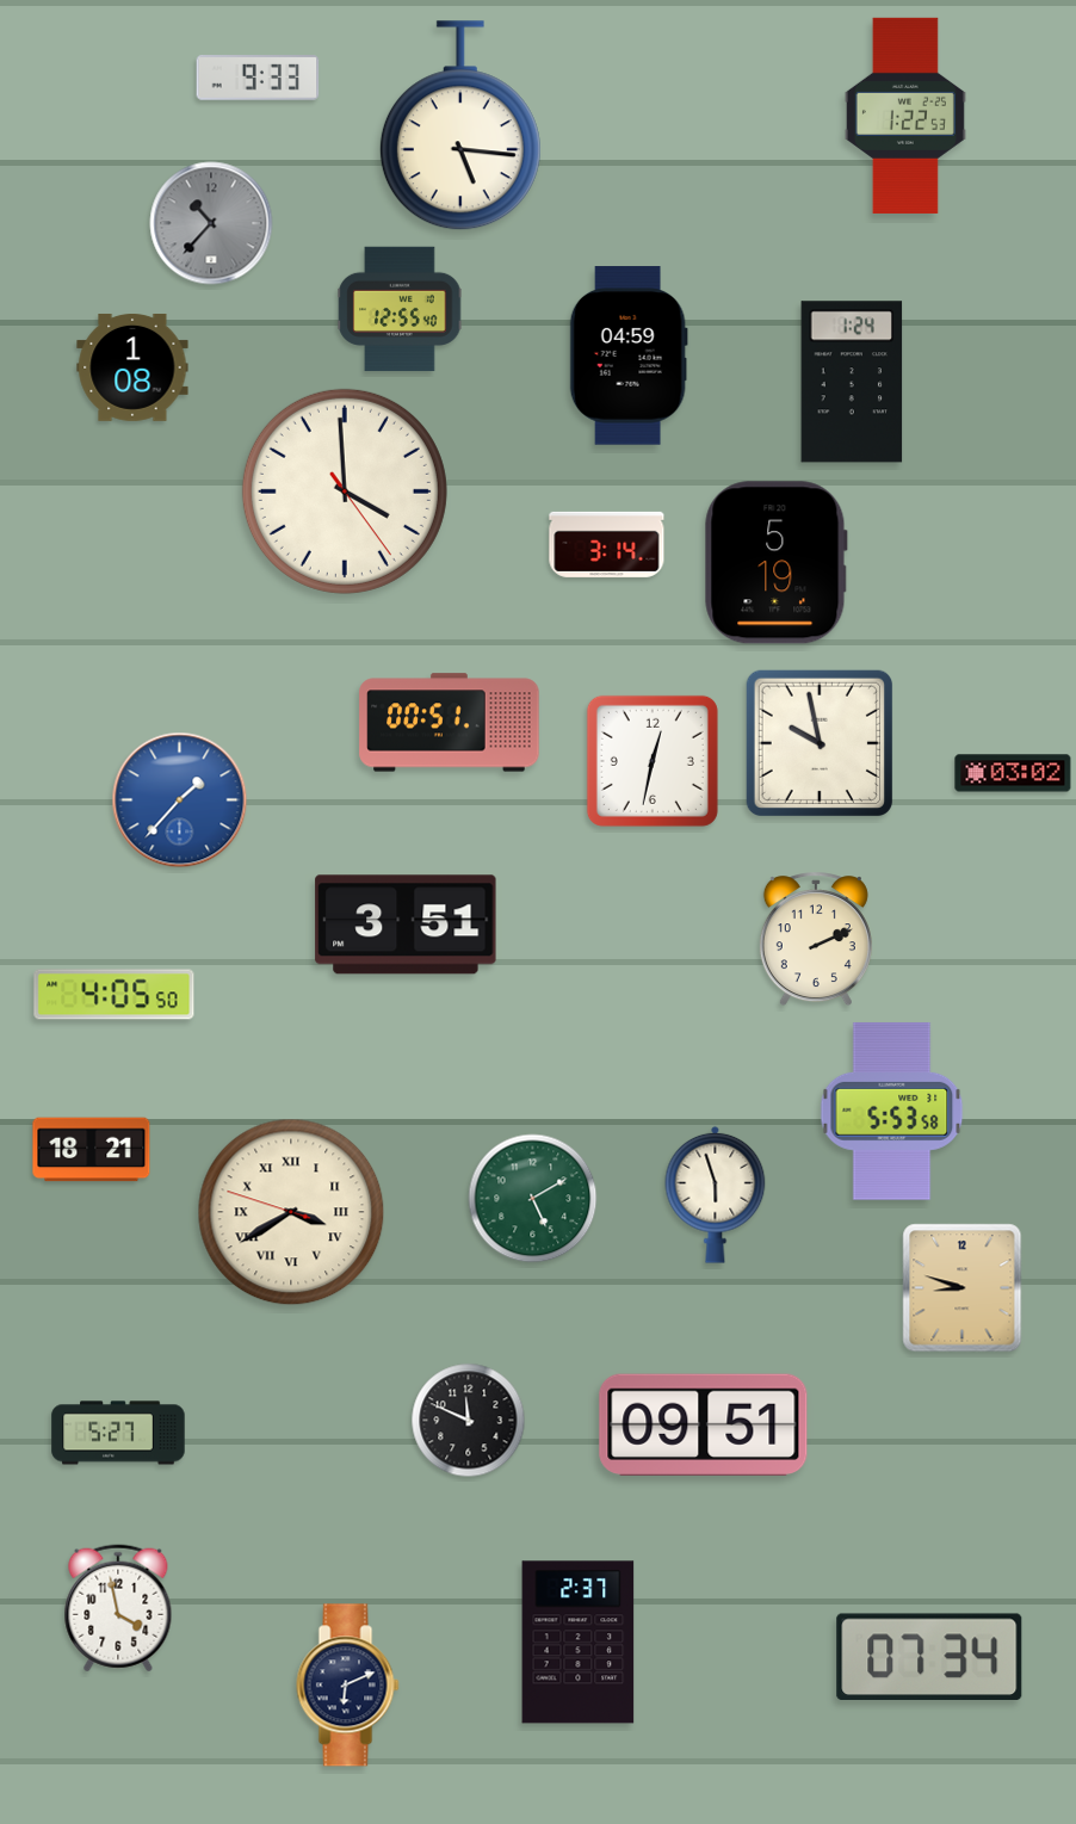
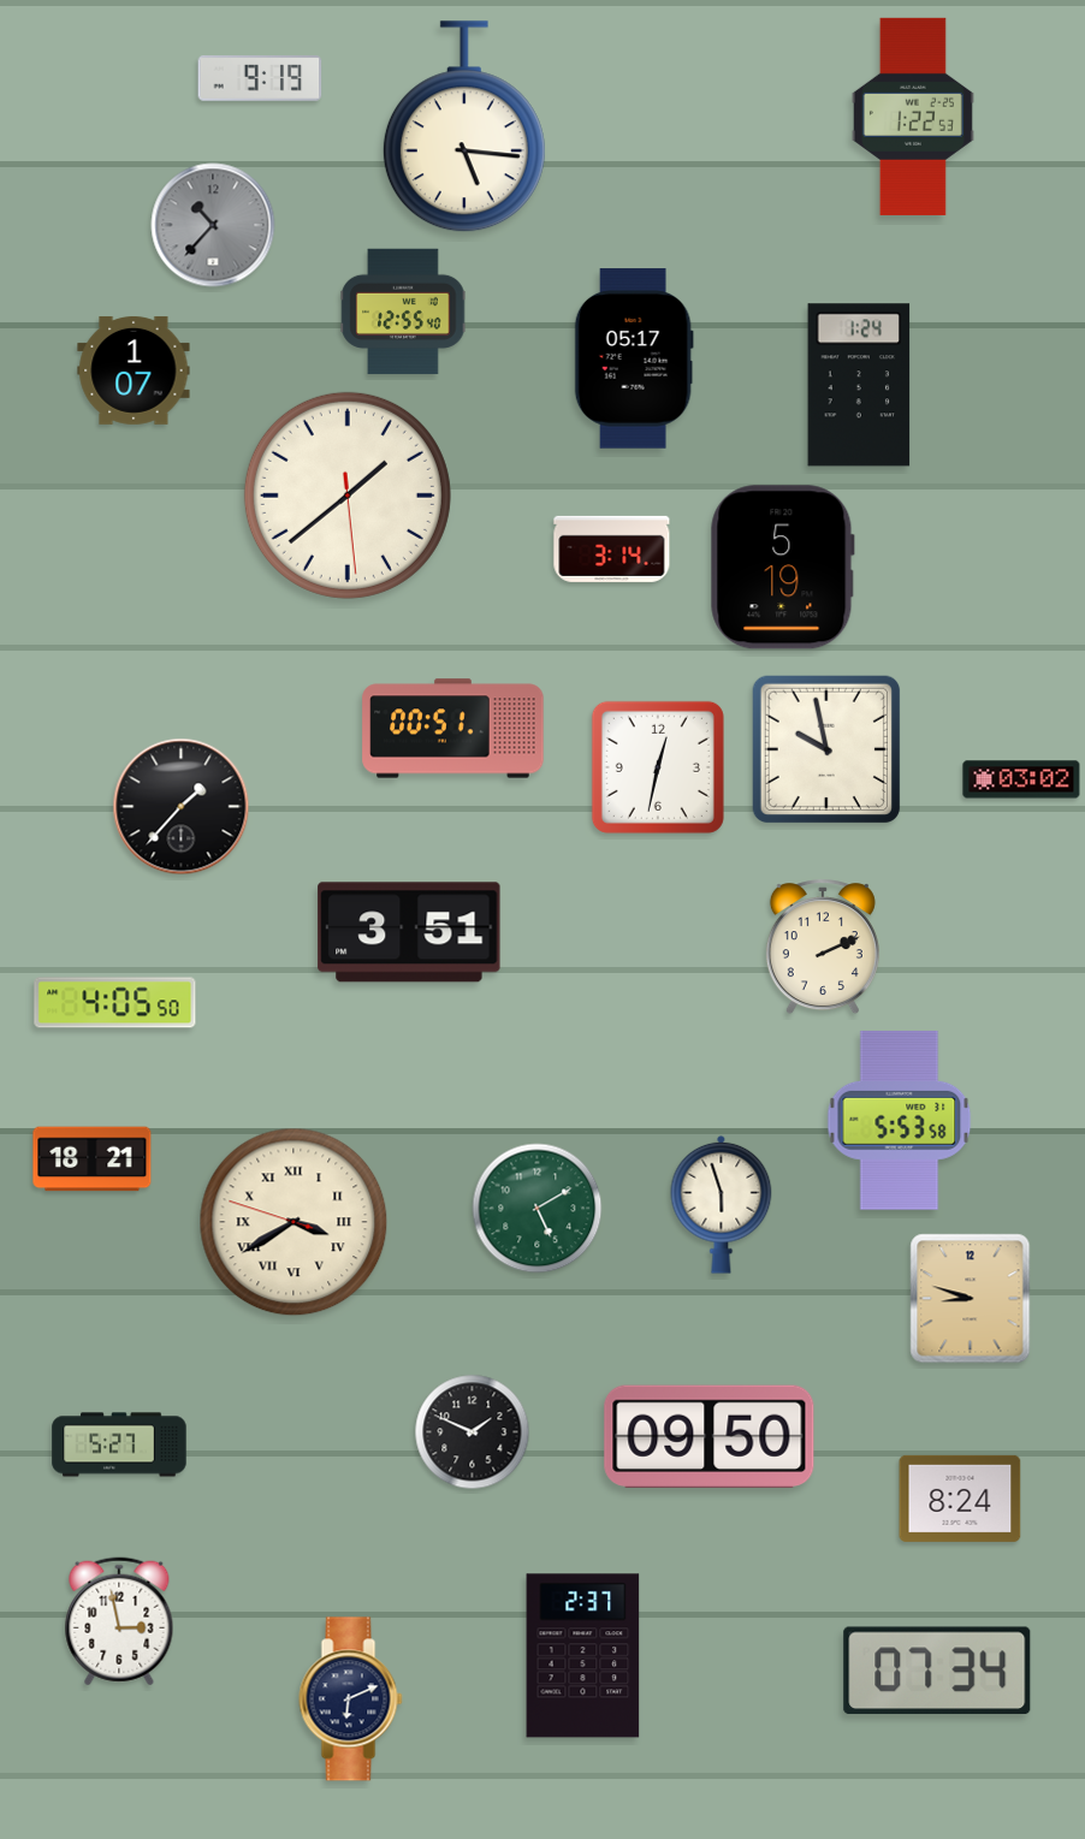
clock at (258, 79): 9:33 -> 9:19
clock at (629, 355): 04:59 -> 05:17
clock at (132, 367): 1:08 -> 1:07
clock at (345, 491): 3:59 -> 1:38
clock at (180, 800) dial: blue -> black
clock at (469, 1421): 11:49 -> 1:49
clock at (704, 1426): 09:51 -> 09:50
clock at (960, 1499): none -> 8:24
clock at (118, 1608): 3:58 -> 2:58
